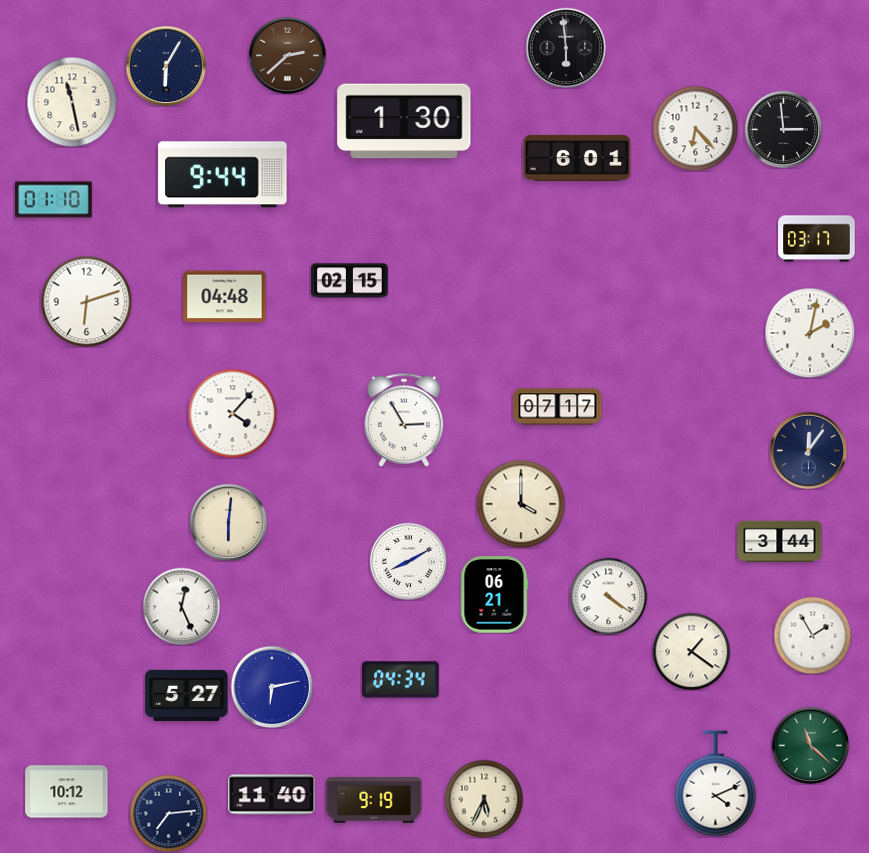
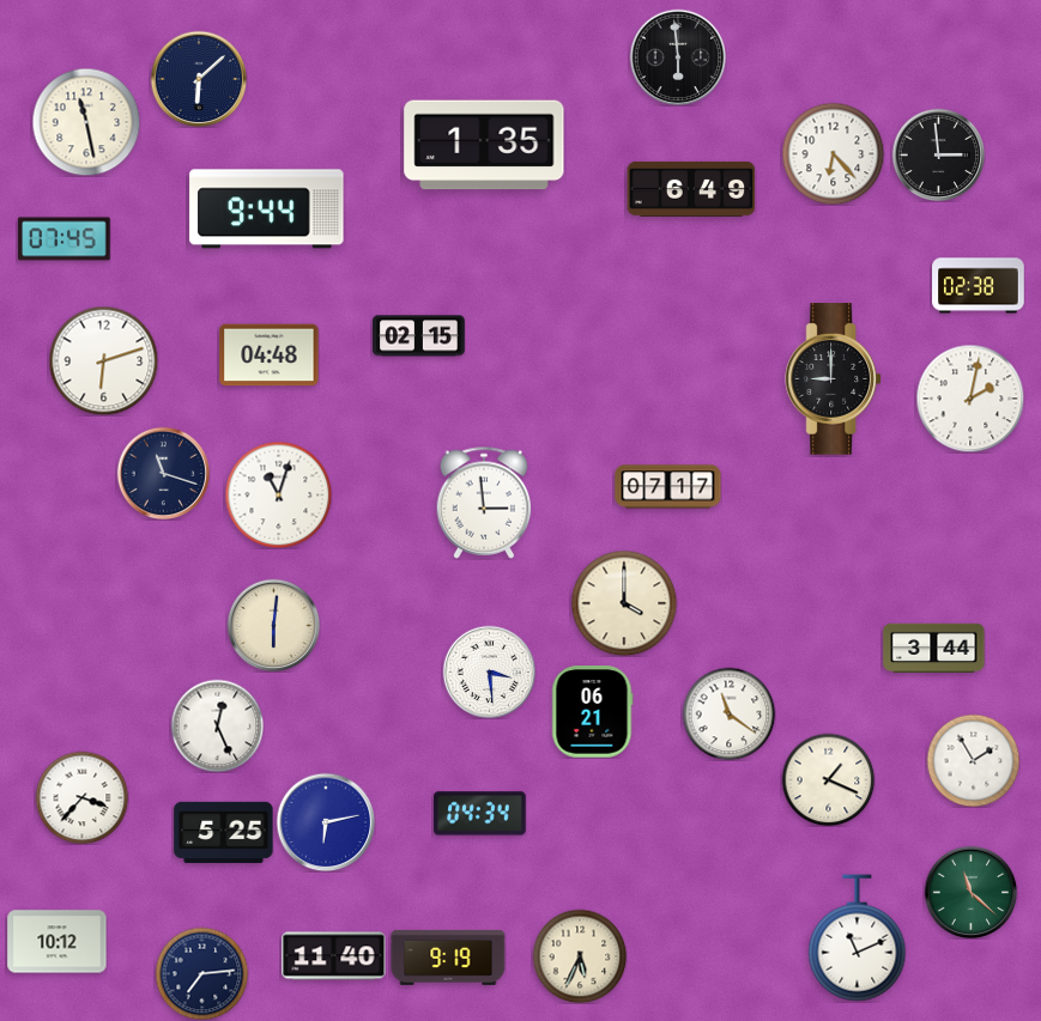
clock at (287, 55): 2:38 -> none
clock at (166, 66): 6:05 -> 6:08
clock at (404, 121): 1:30 -> 1:35
clock at (577, 158): 6:01 -> 6:49
clock at (54, 200): 01:10 -> 07:45
clock at (817, 239): 03:17 -> 02:38
clock at (833, 379): none -> 9:00
clock at (163, 473): none -> 11:18
clock at (232, 413): 4:07 -> 11:03
clock at (404, 420): 2:55 -> 2:59
clock at (808, 450): 12:06 -> none
clock at (408, 561): 8:10 -> 3:29
clock at (608, 596): 4:21 -> 11:21
clock at (691, 651): 1:21 -> 1:19
clock at (81, 797): none -> 3:37
clock at (187, 695): 5:27 -> 5:25
clock at (716, 784): 4:11 -> 11:11
clock at (67, 792) position: (67, 792) -> (58, 942)
clock at (272, 795) position: (272, 795) -> (334, 956)
